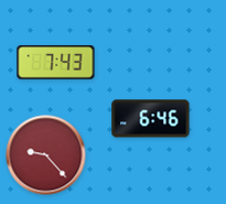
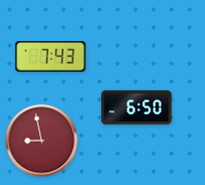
clock at (151, 119): 6:46 -> 6:50
clock at (46, 155): 9:23 -> 8:58
